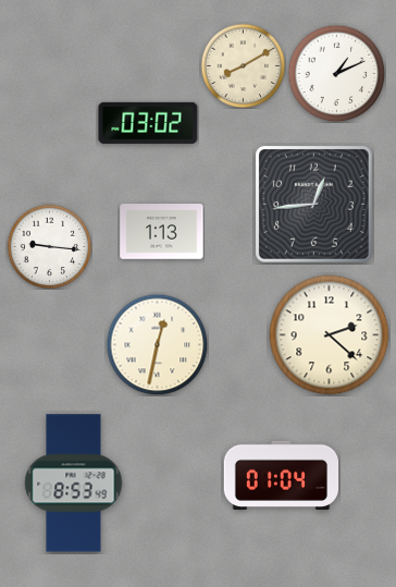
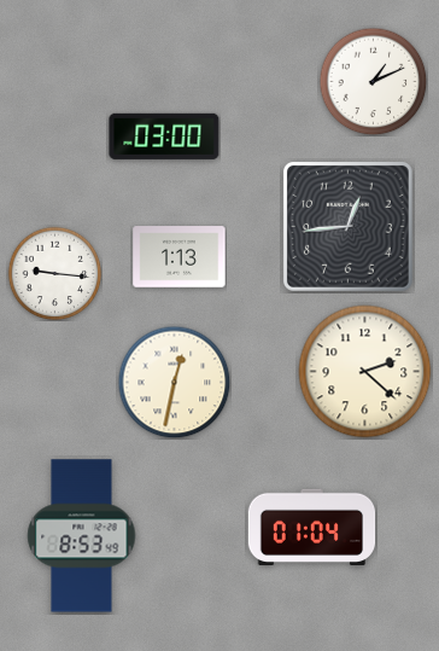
clock at (243, 65): 8:10 -> none
clock at (148, 123): 03:02 -> 03:00
